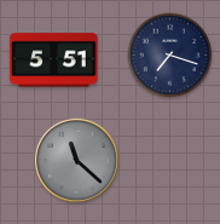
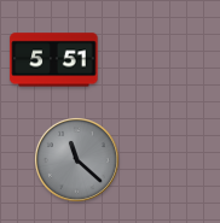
clock at (170, 56): 7:18 -> none
